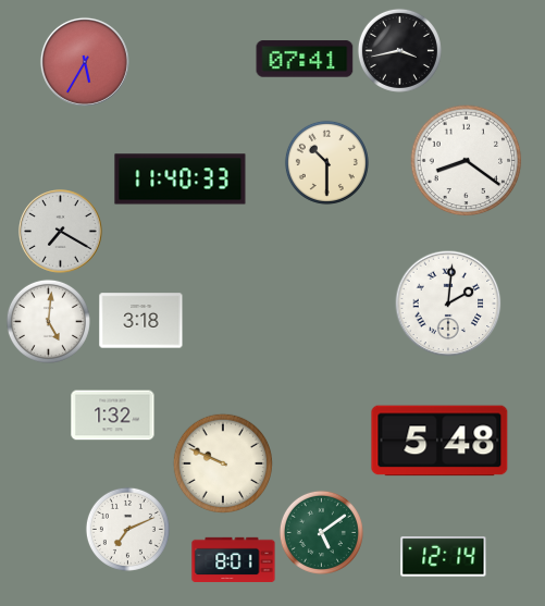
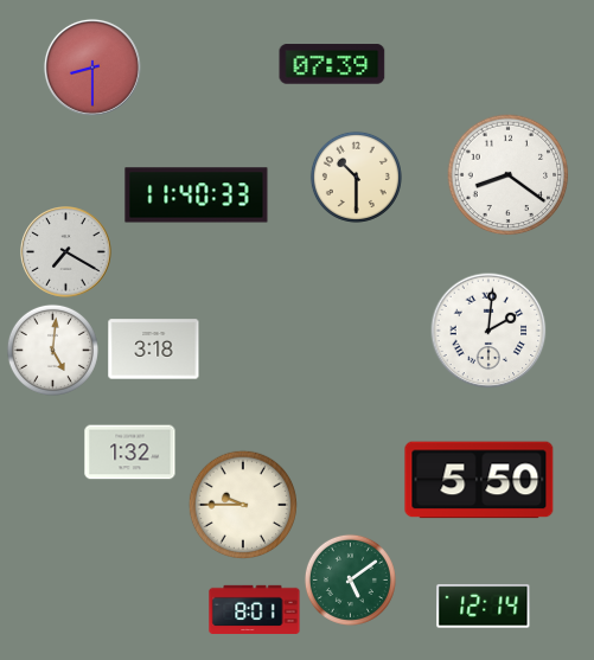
clock at (399, 50): 3:43 -> none
clock at (305, 59): 07:41 -> 07:39
clock at (85, 62): 5:35 -> 8:30
clock at (113, 416) position: (113, 416) -> (130, 453)
clock at (439, 441): 5:48 -> 5:50
clock at (222, 462): 9:49 -> 9:45
clock at (127, 529): 7:11 -> none
